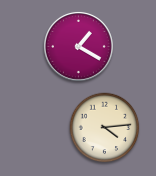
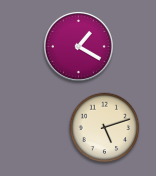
clock at (105, 128): 4:14 -> 5:12
